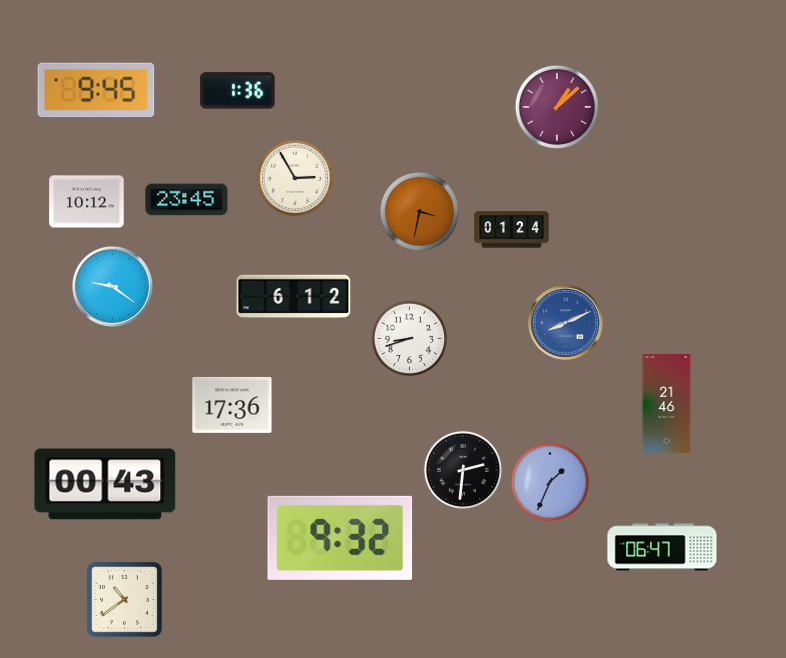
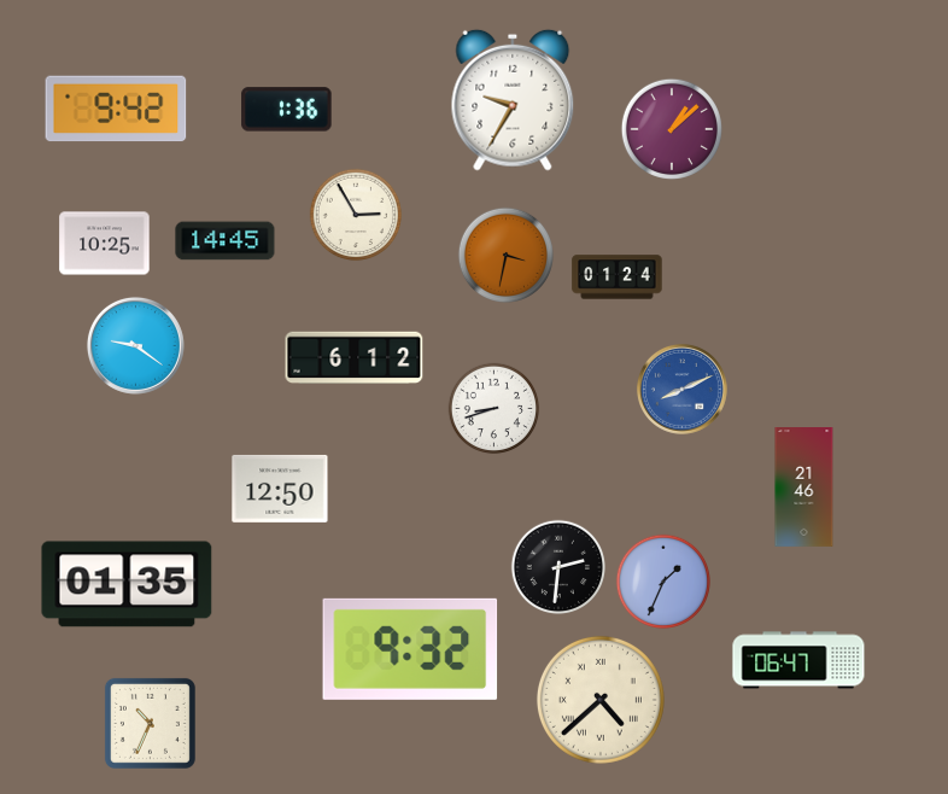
clock at (513, 100): none -> 9:35
clock at (96, 90): 9:45 -> 9:42
clock at (187, 200): 23:45 -> 14:45
clock at (87, 202): 10:12 -> 10:25
clock at (232, 405): 17:36 -> 12:50
clock at (105, 484): 00:43 -> 01:35
clock at (601, 700): none -> 4:38
clock at (124, 599): 10:39 -> 10:34
